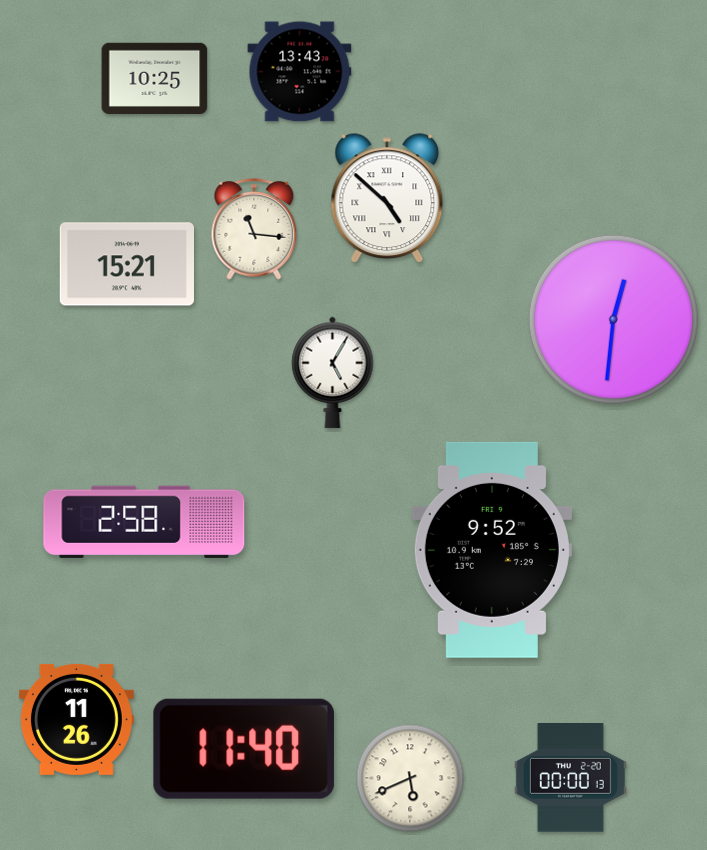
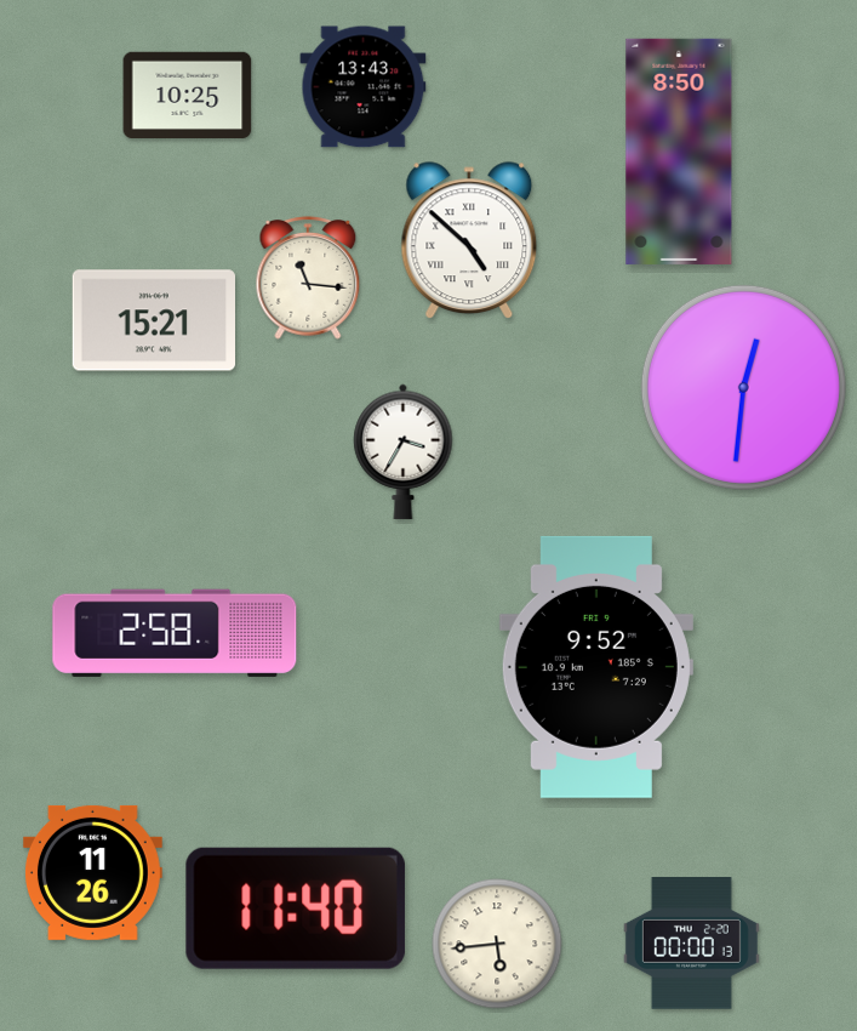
clock at (679, 152): none -> 8:50
clock at (333, 372): 5:05 -> 3:35
clock at (410, 778): 5:41 -> 5:44
